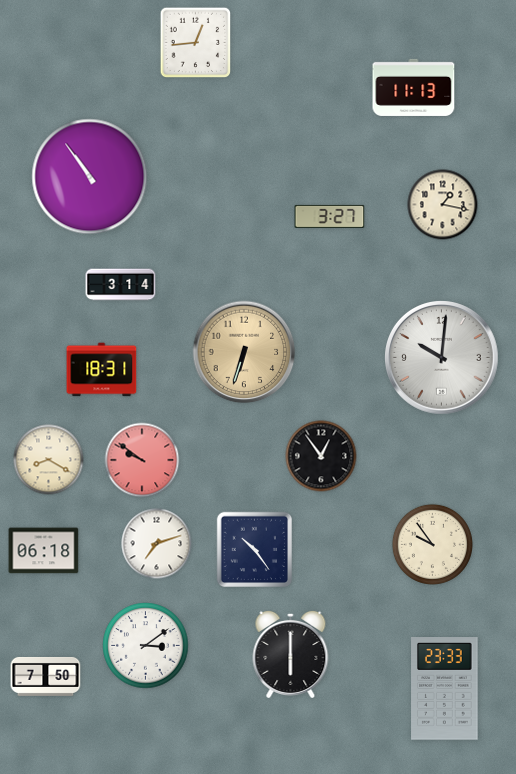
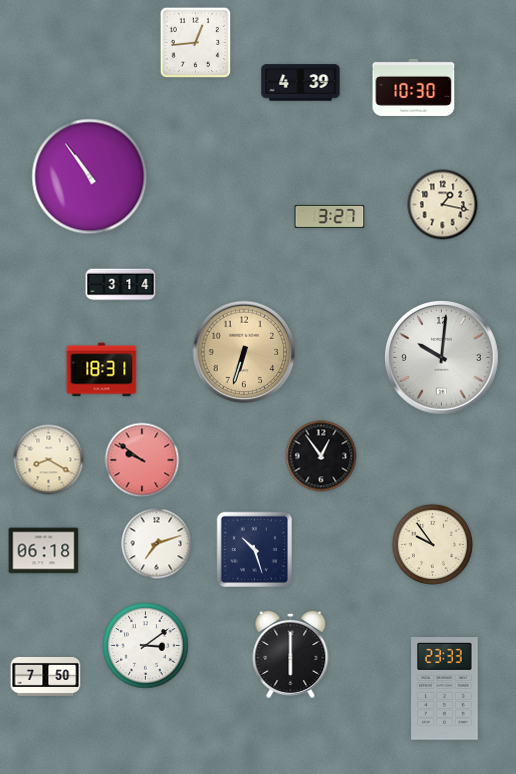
clock at (301, 83): none -> 4:39
clock at (414, 87): 11:13 -> 10:30
clock at (255, 550): 10:24 -> 10:27
